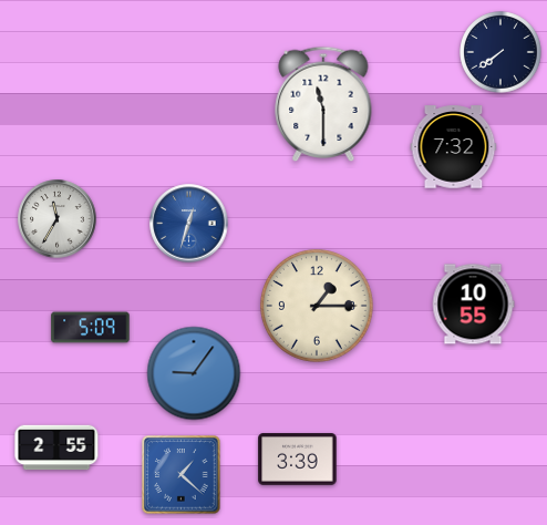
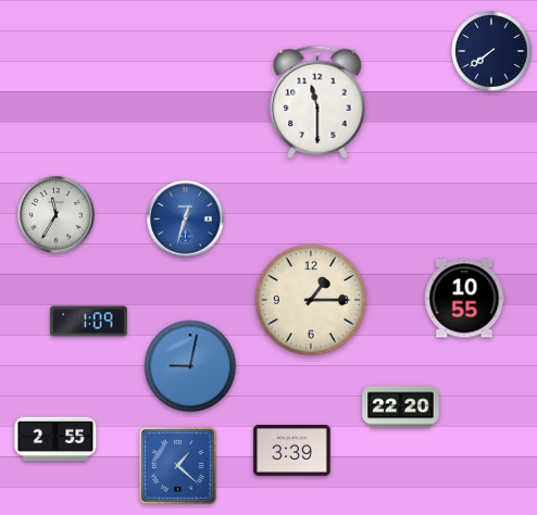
clock at (454, 147): 7:32 -> none
clock at (91, 328): 5:09 -> 1:09
clock at (194, 373): 9:06 -> 9:02
clock at (401, 407): none -> 22:20
